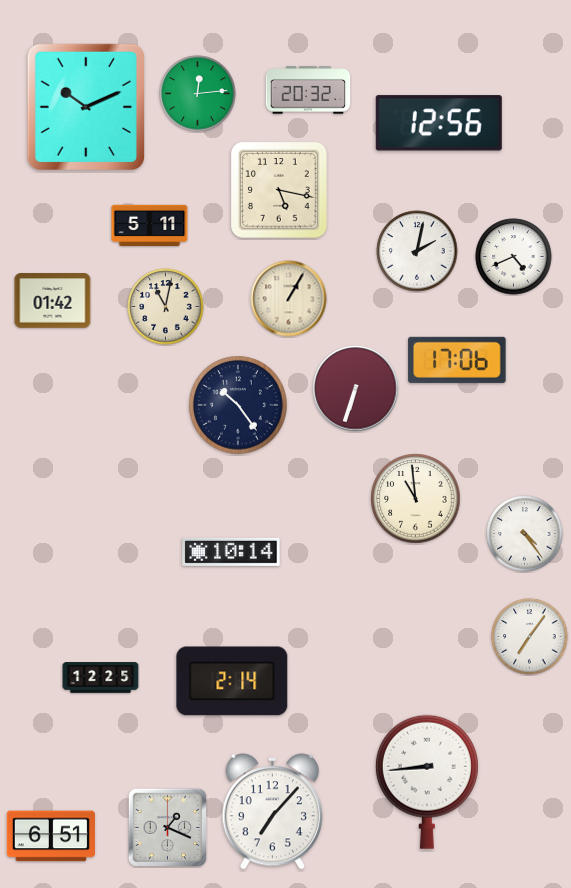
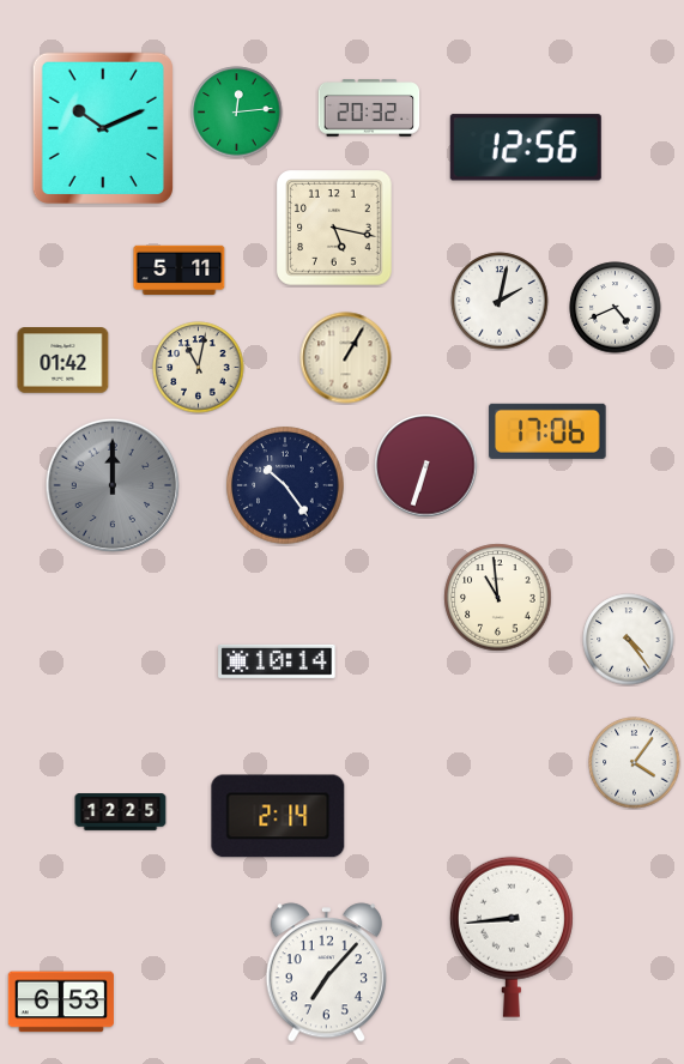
clock at (111, 484): none -> 12:00
clock at (530, 637): 7:06 -> 4:06
clock at (167, 827): 1:19 -> none
clock at (51, 836): 6:51 -> 6:53
